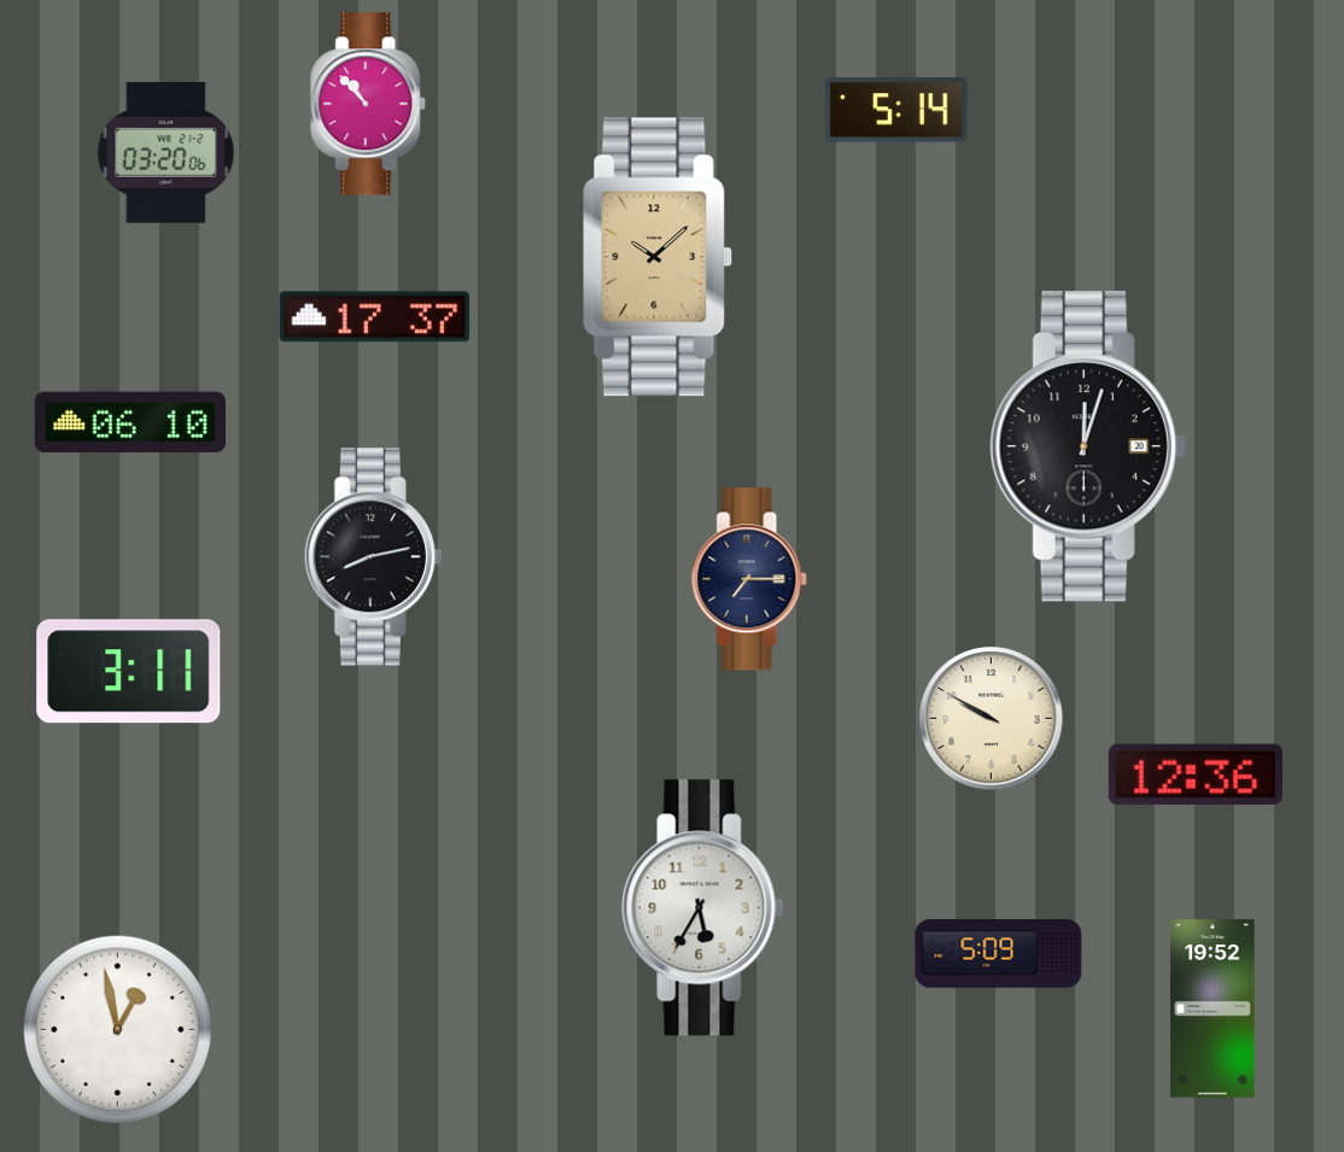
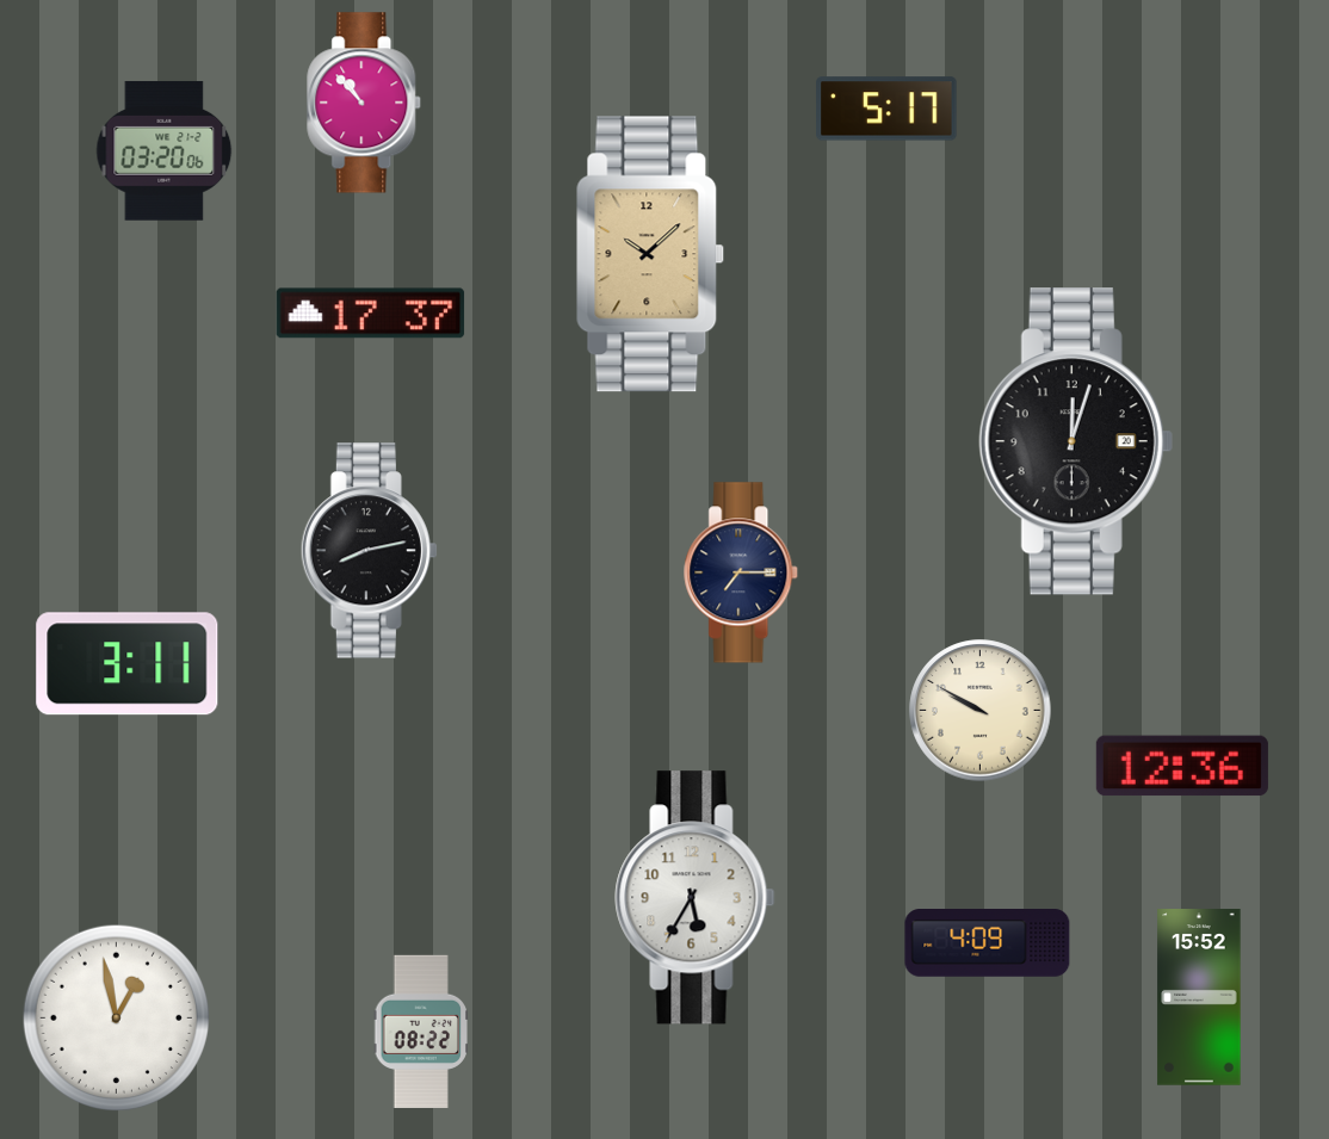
clock at (896, 110): 5:14 -> 5:17
clock at (129, 422): 06:10 -> none
clock at (999, 954): 5:09 -> 4:09
clock at (1212, 1008): 19:52 -> 15:52
clock at (420, 1030): none -> 08:22
